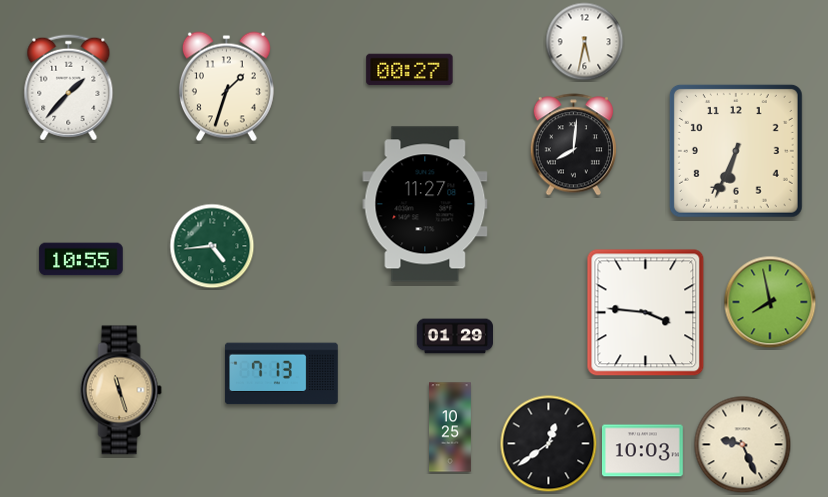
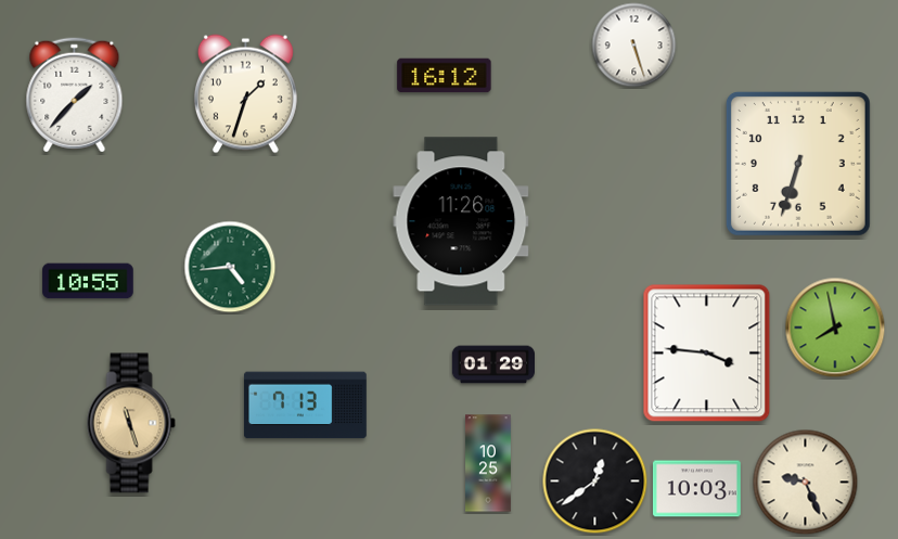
clock at (585, 42): 5:32 -> 5:27
clock at (410, 70): 00:27 -> 16:12
clock at (573, 145): 8:01 -> none
clock at (736, 151): 6:34 -> 6:33
clock at (425, 204): 11:27 -> 11:26
clock at (646, 313) position: (646, 313) -> (707, 354)
